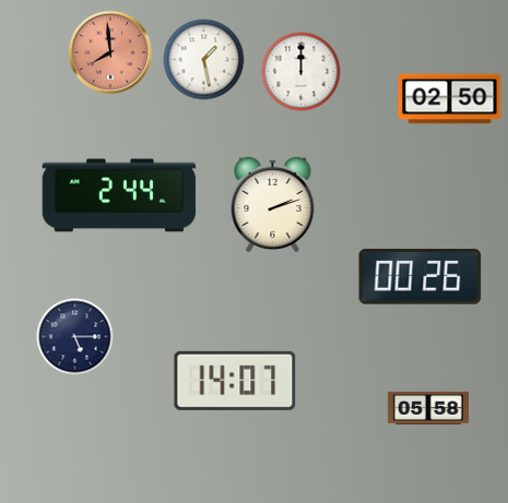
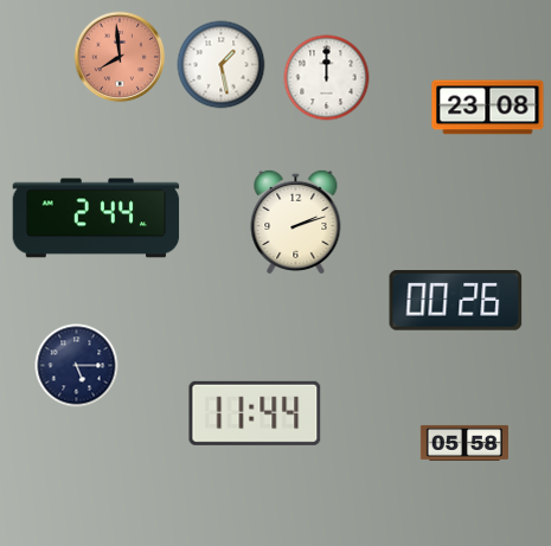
clock at (450, 99): 02:50 -> 23:08
clock at (119, 195) position: (119, 195) -> (96, 218)
clock at (75, 337) position: (75, 337) -> (77, 366)
clock at (235, 381): 14:07 -> 11:44
